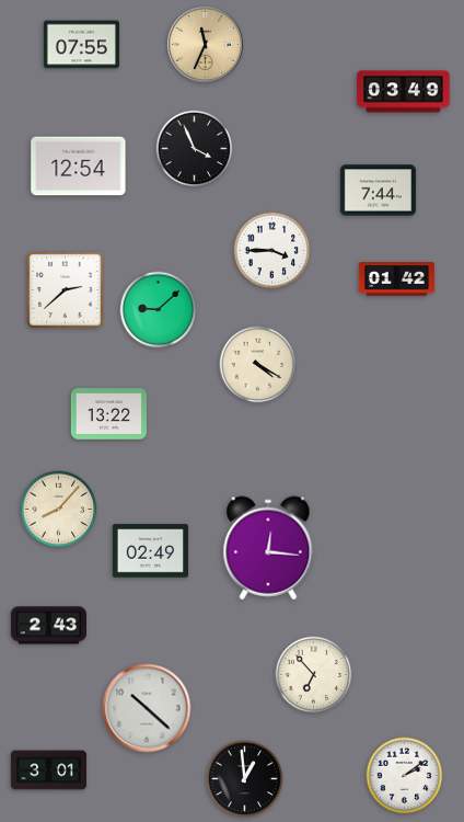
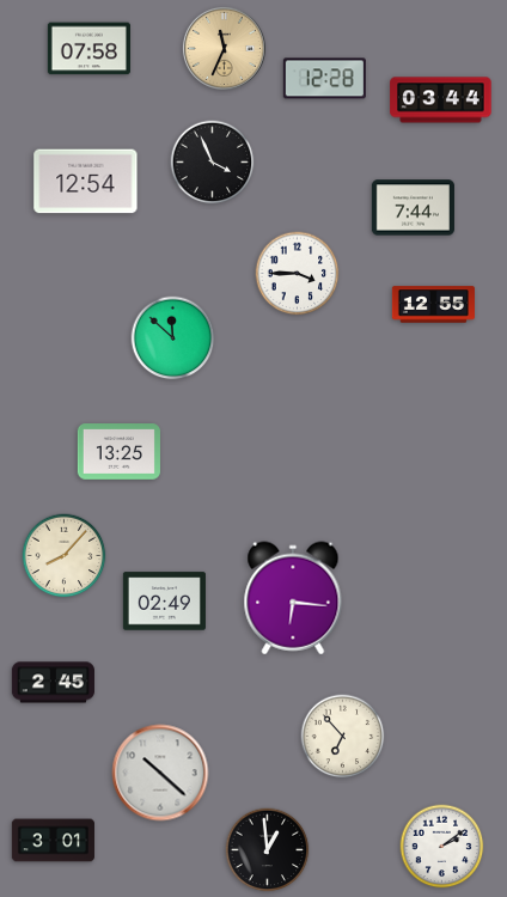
clock at (81, 45): 07:55 -> 07:58
clock at (324, 79): none -> 12:28
clock at (404, 92): 03:49 -> 03:44
clock at (396, 279): 01:42 -> 12:55
clock at (66, 290): 2:38 -> none
clock at (159, 310): 9:08 -> 11:52
clock at (258, 365): 4:20 -> none
clock at (108, 414): 13:22 -> 13:25
clock at (268, 548): 12:16 -> 6:16
clock at (48, 626): 2:43 -> 2:45
